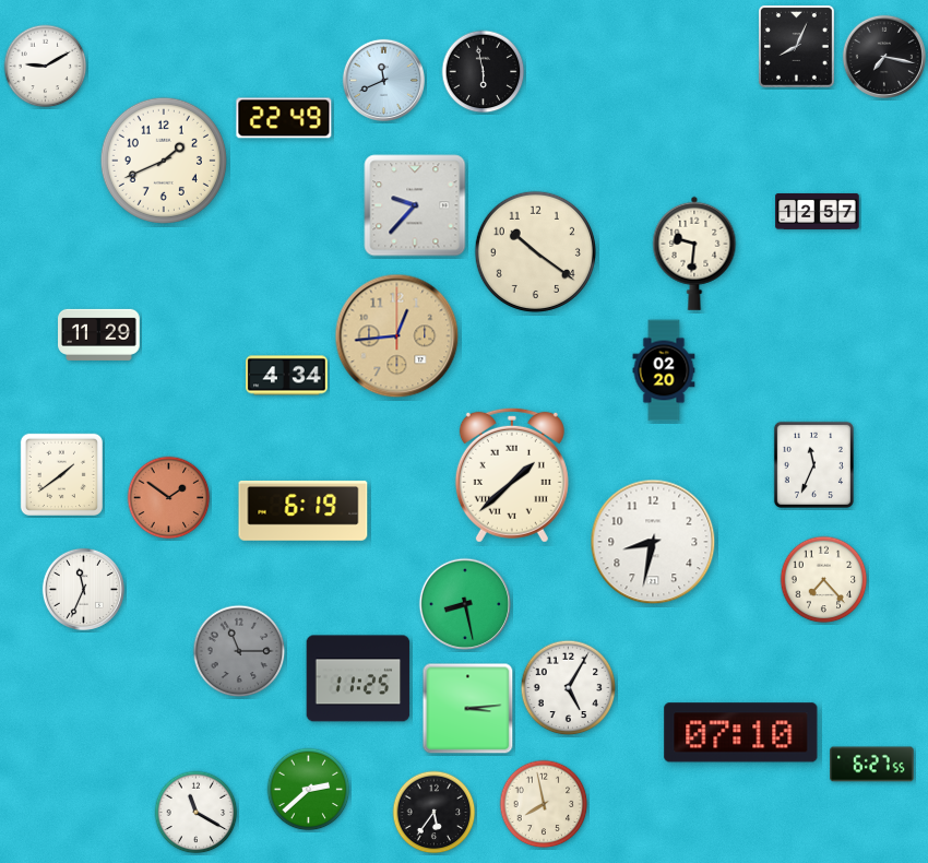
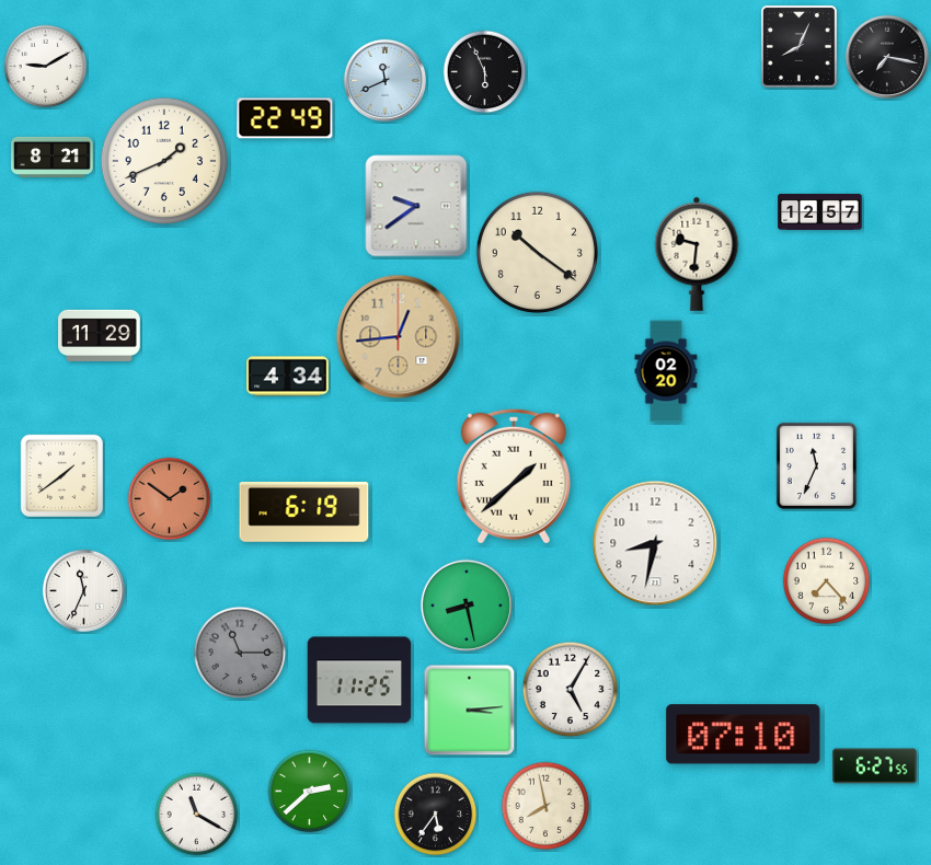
clock at (484, 72): 5:58 -> 5:56
clock at (53, 157): none -> 8:21
clock at (415, 205): 9:37 -> 9:39
